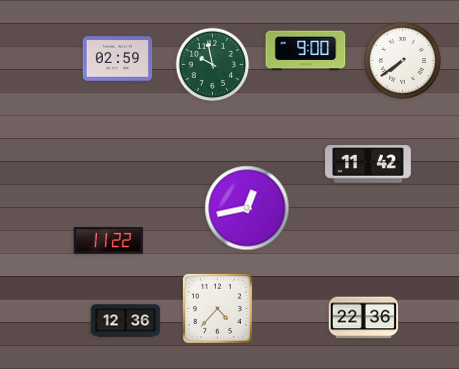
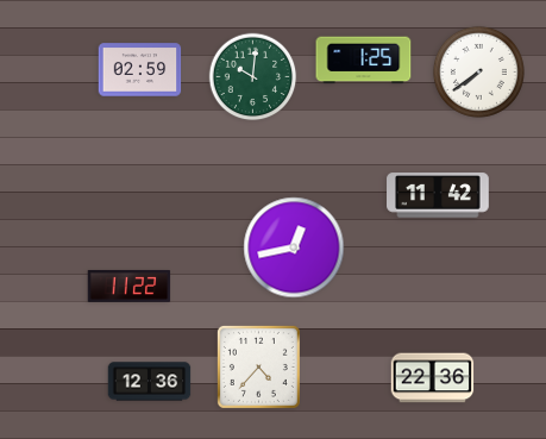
clock at (306, 51): 9:00 -> 1:25
clock at (213, 65): 9:58 -> 10:01
